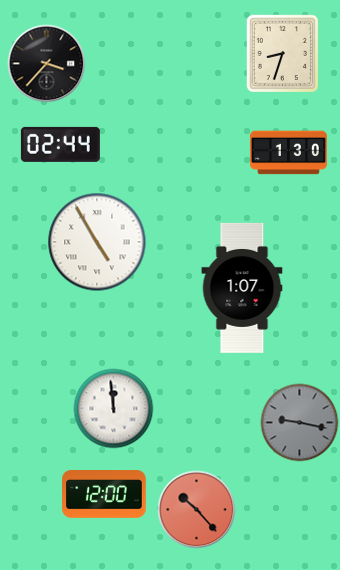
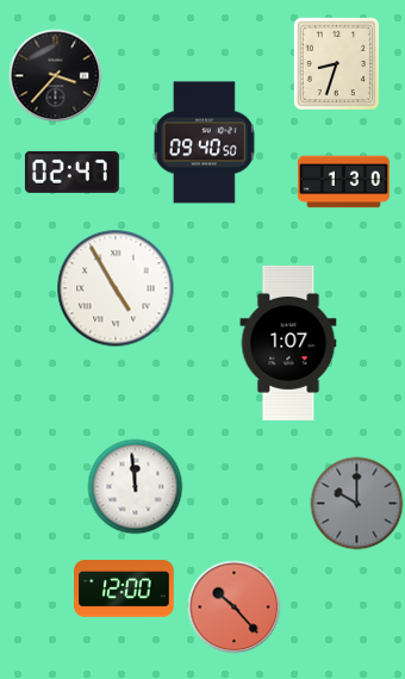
clock at (204, 143): none -> 09:40
clock at (60, 144): 02:44 -> 02:47
clock at (299, 422): 9:17 -> 10:00
